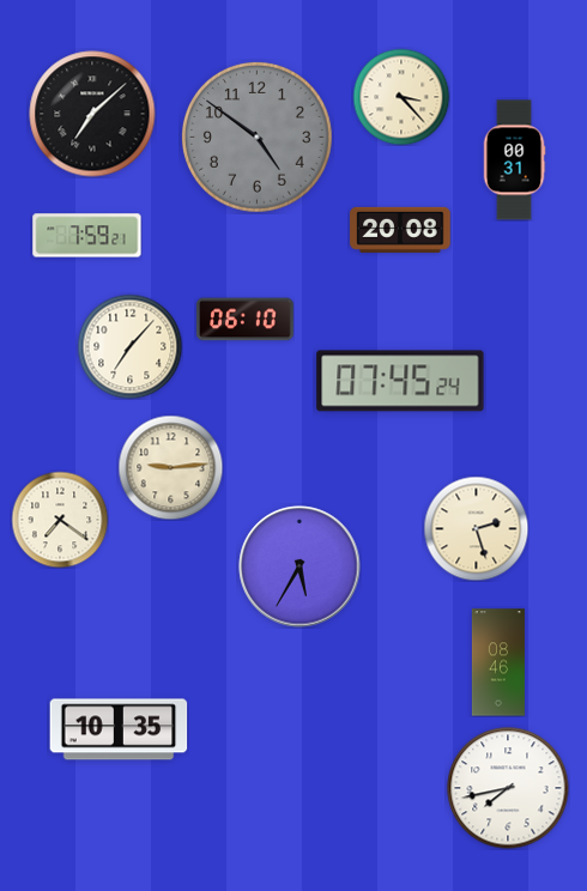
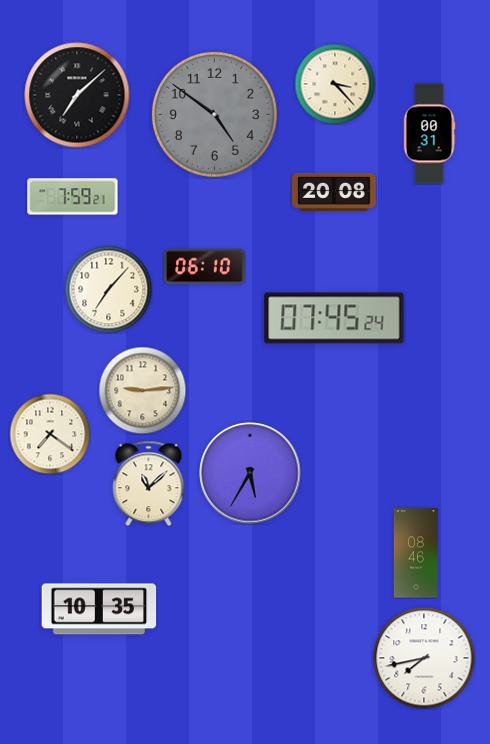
clock at (401, 97) position: (401, 97) -> (335, 84)
clock at (476, 528): 2:27 -> none
clock at (149, 483): none -> 11:08
